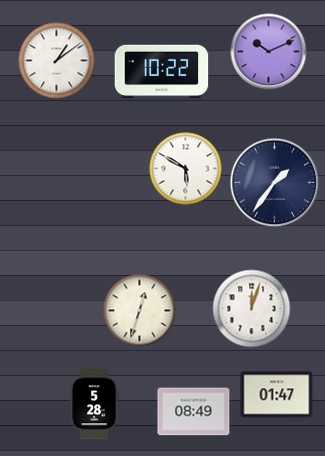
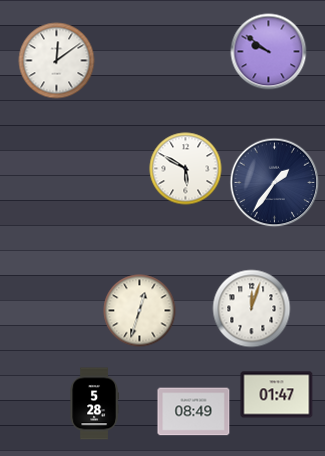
clock at (269, 52): 10:11 -> 9:51
clock at (57, 61): 1:09 -> 12:09
clock at (162, 72): 10:22 -> none
